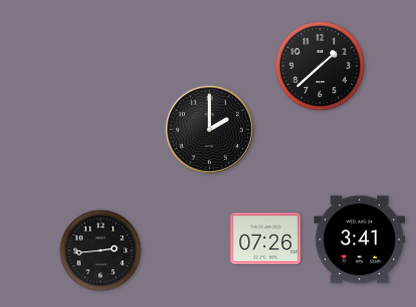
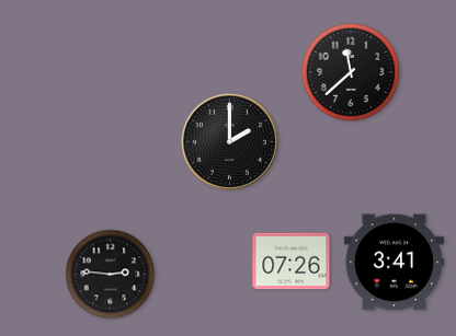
clock at (320, 66): 1:38 -> 11:38
clock at (101, 251): 2:44 -> 2:46
